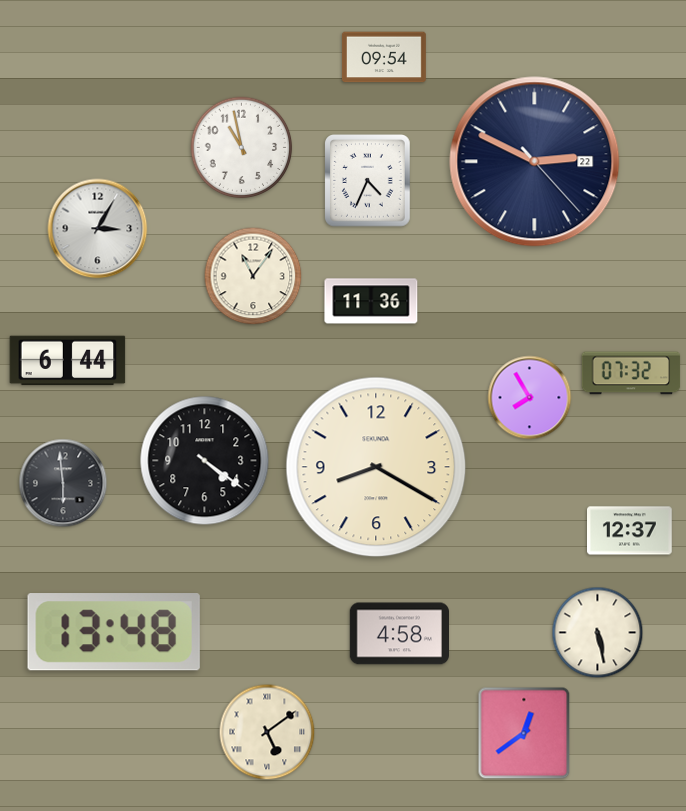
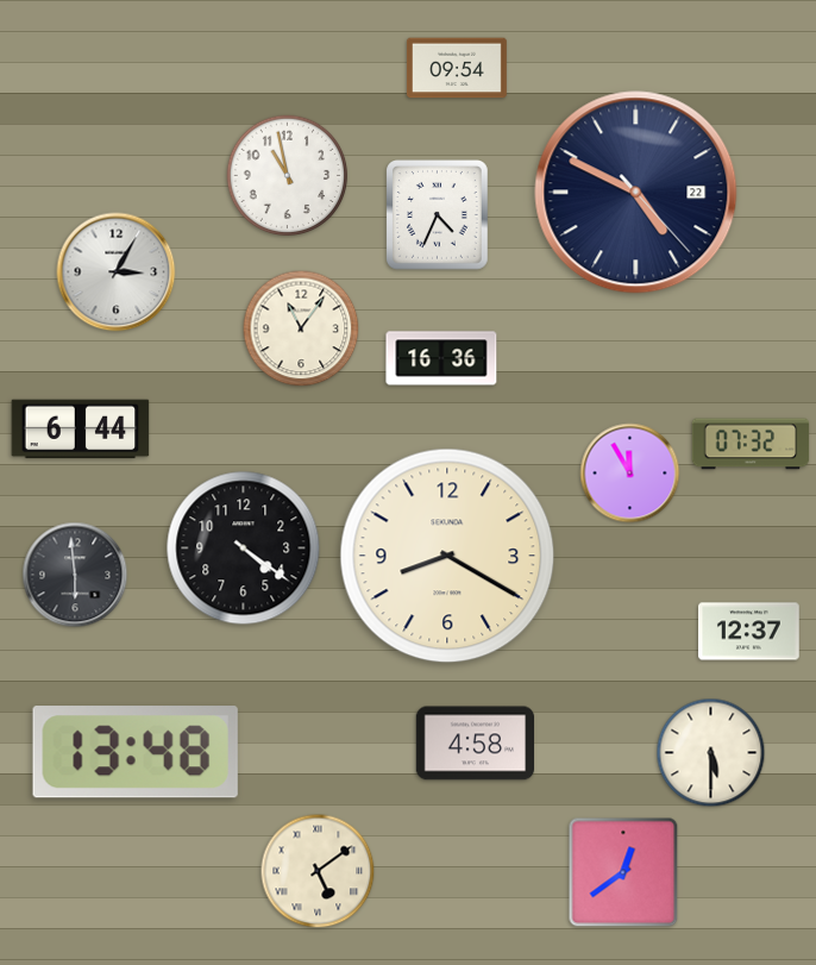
clock at (535, 162): 2:49 -> 4:49
clock at (371, 301): 11:36 -> 16:36
clock at (530, 398): 7:55 -> 11:55
clock at (598, 633): 5:28 -> 5:30
clock at (399, 634) position: (399, 634) -> (475, 744)
